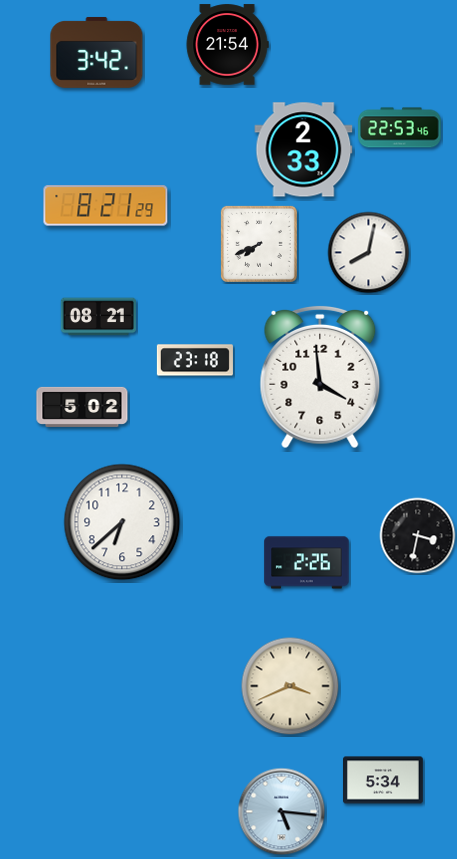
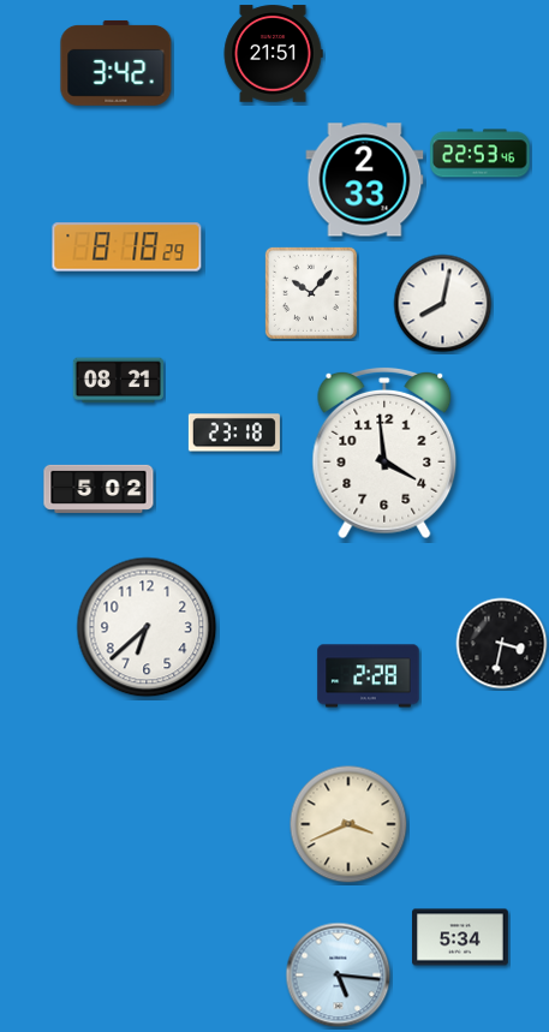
clock at (227, 45): 21:54 -> 21:51
clock at (106, 206): 8:21 -> 8:18
clock at (259, 244): 7:41 -> 10:07
clock at (307, 563): 2:26 -> 2:28
